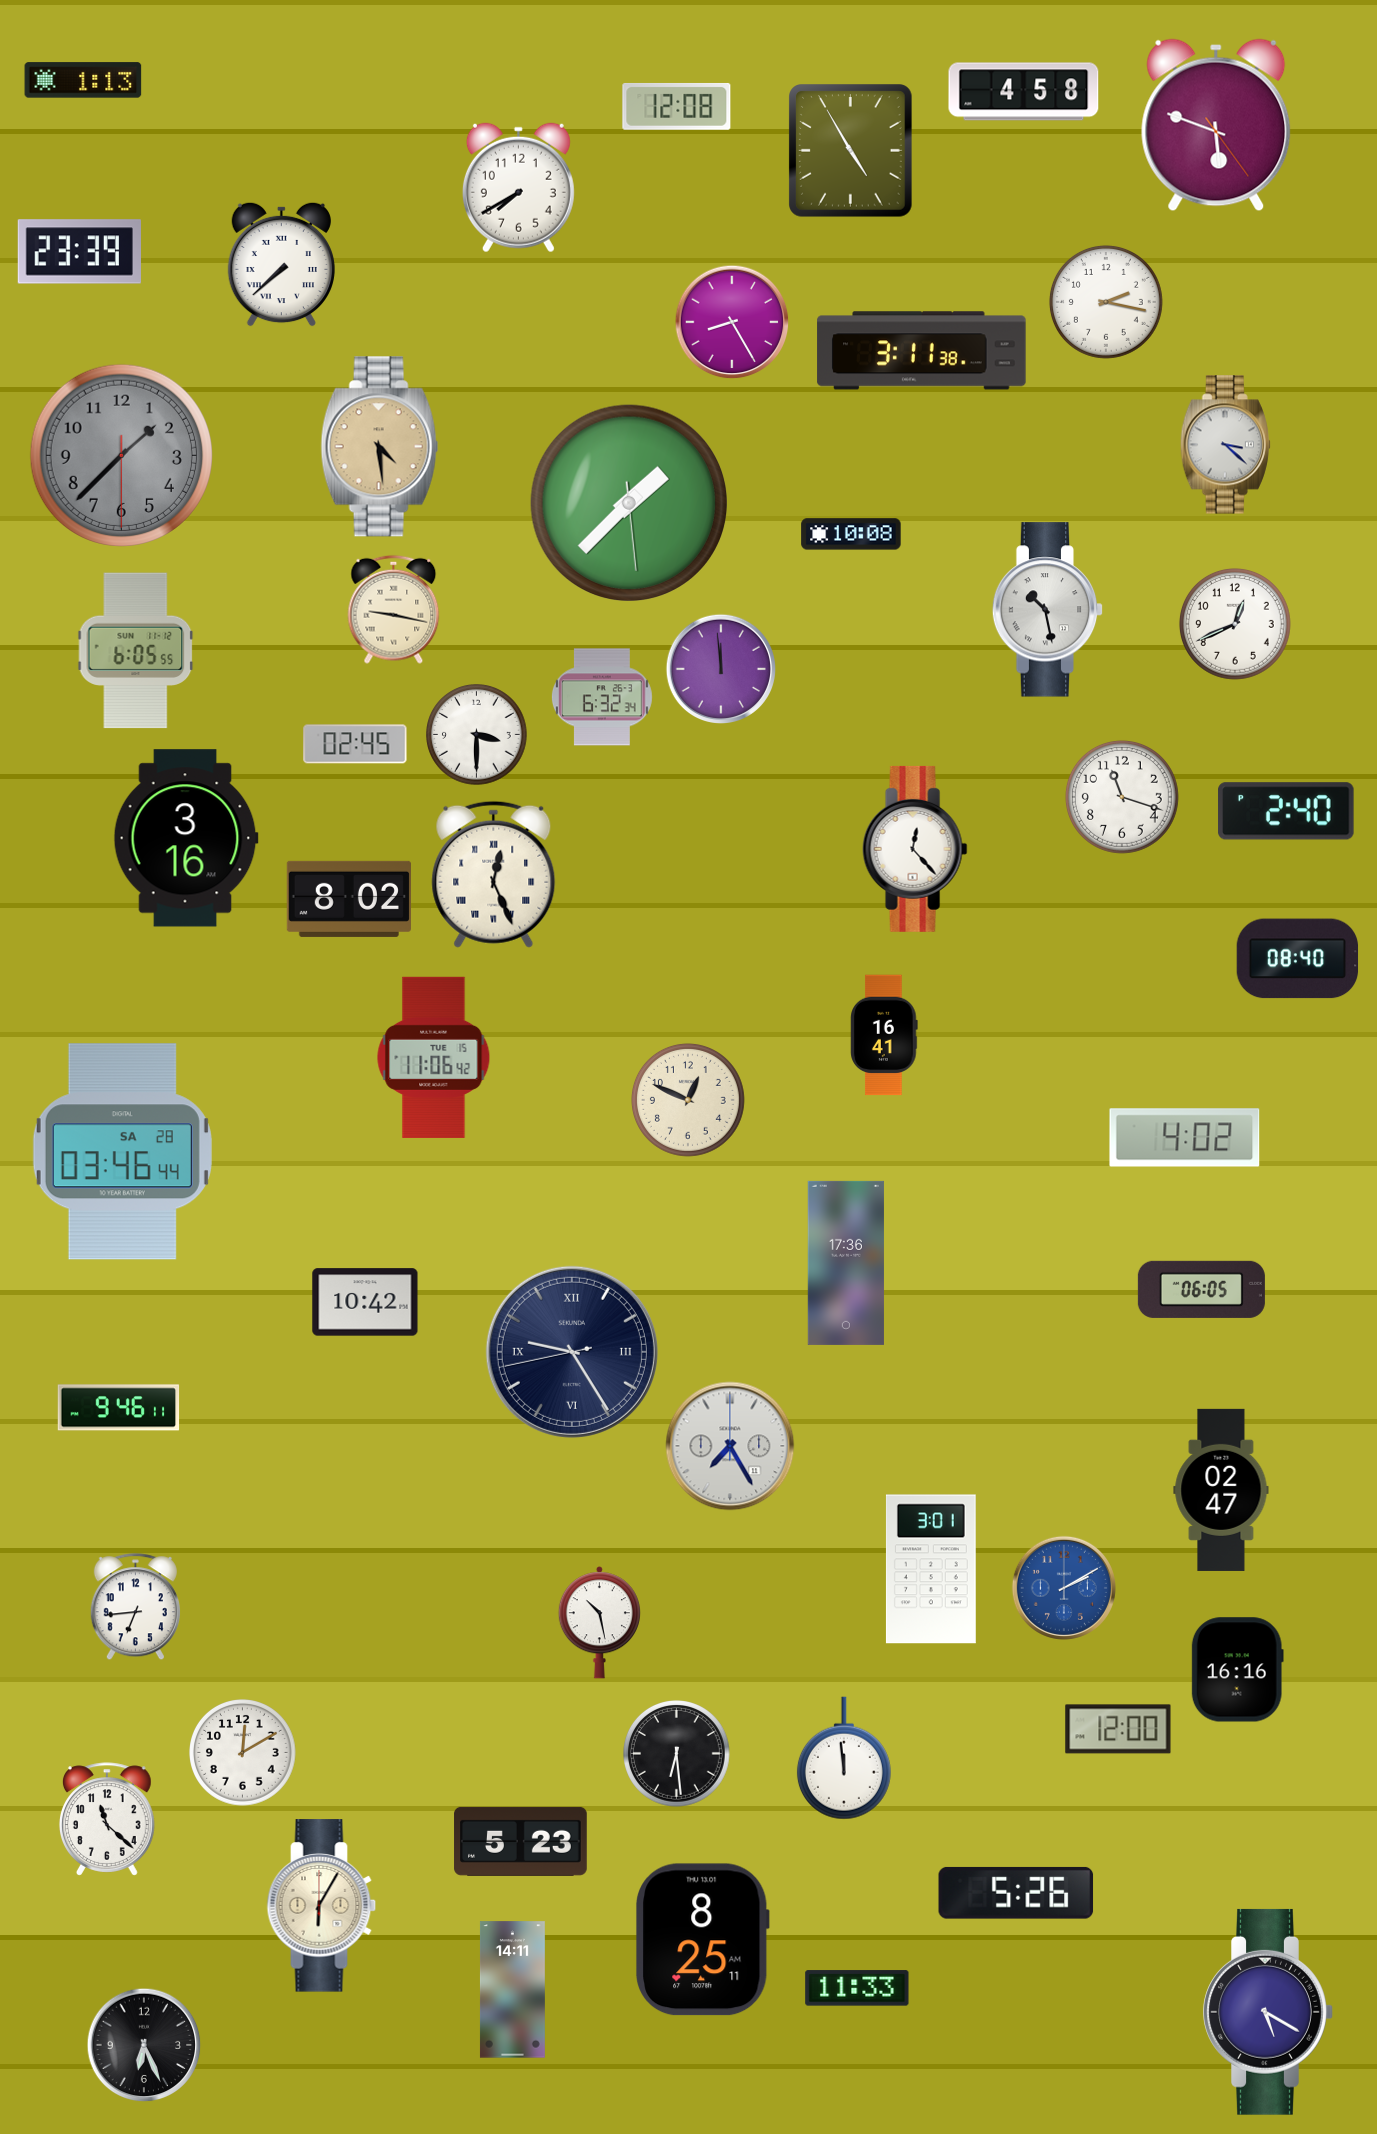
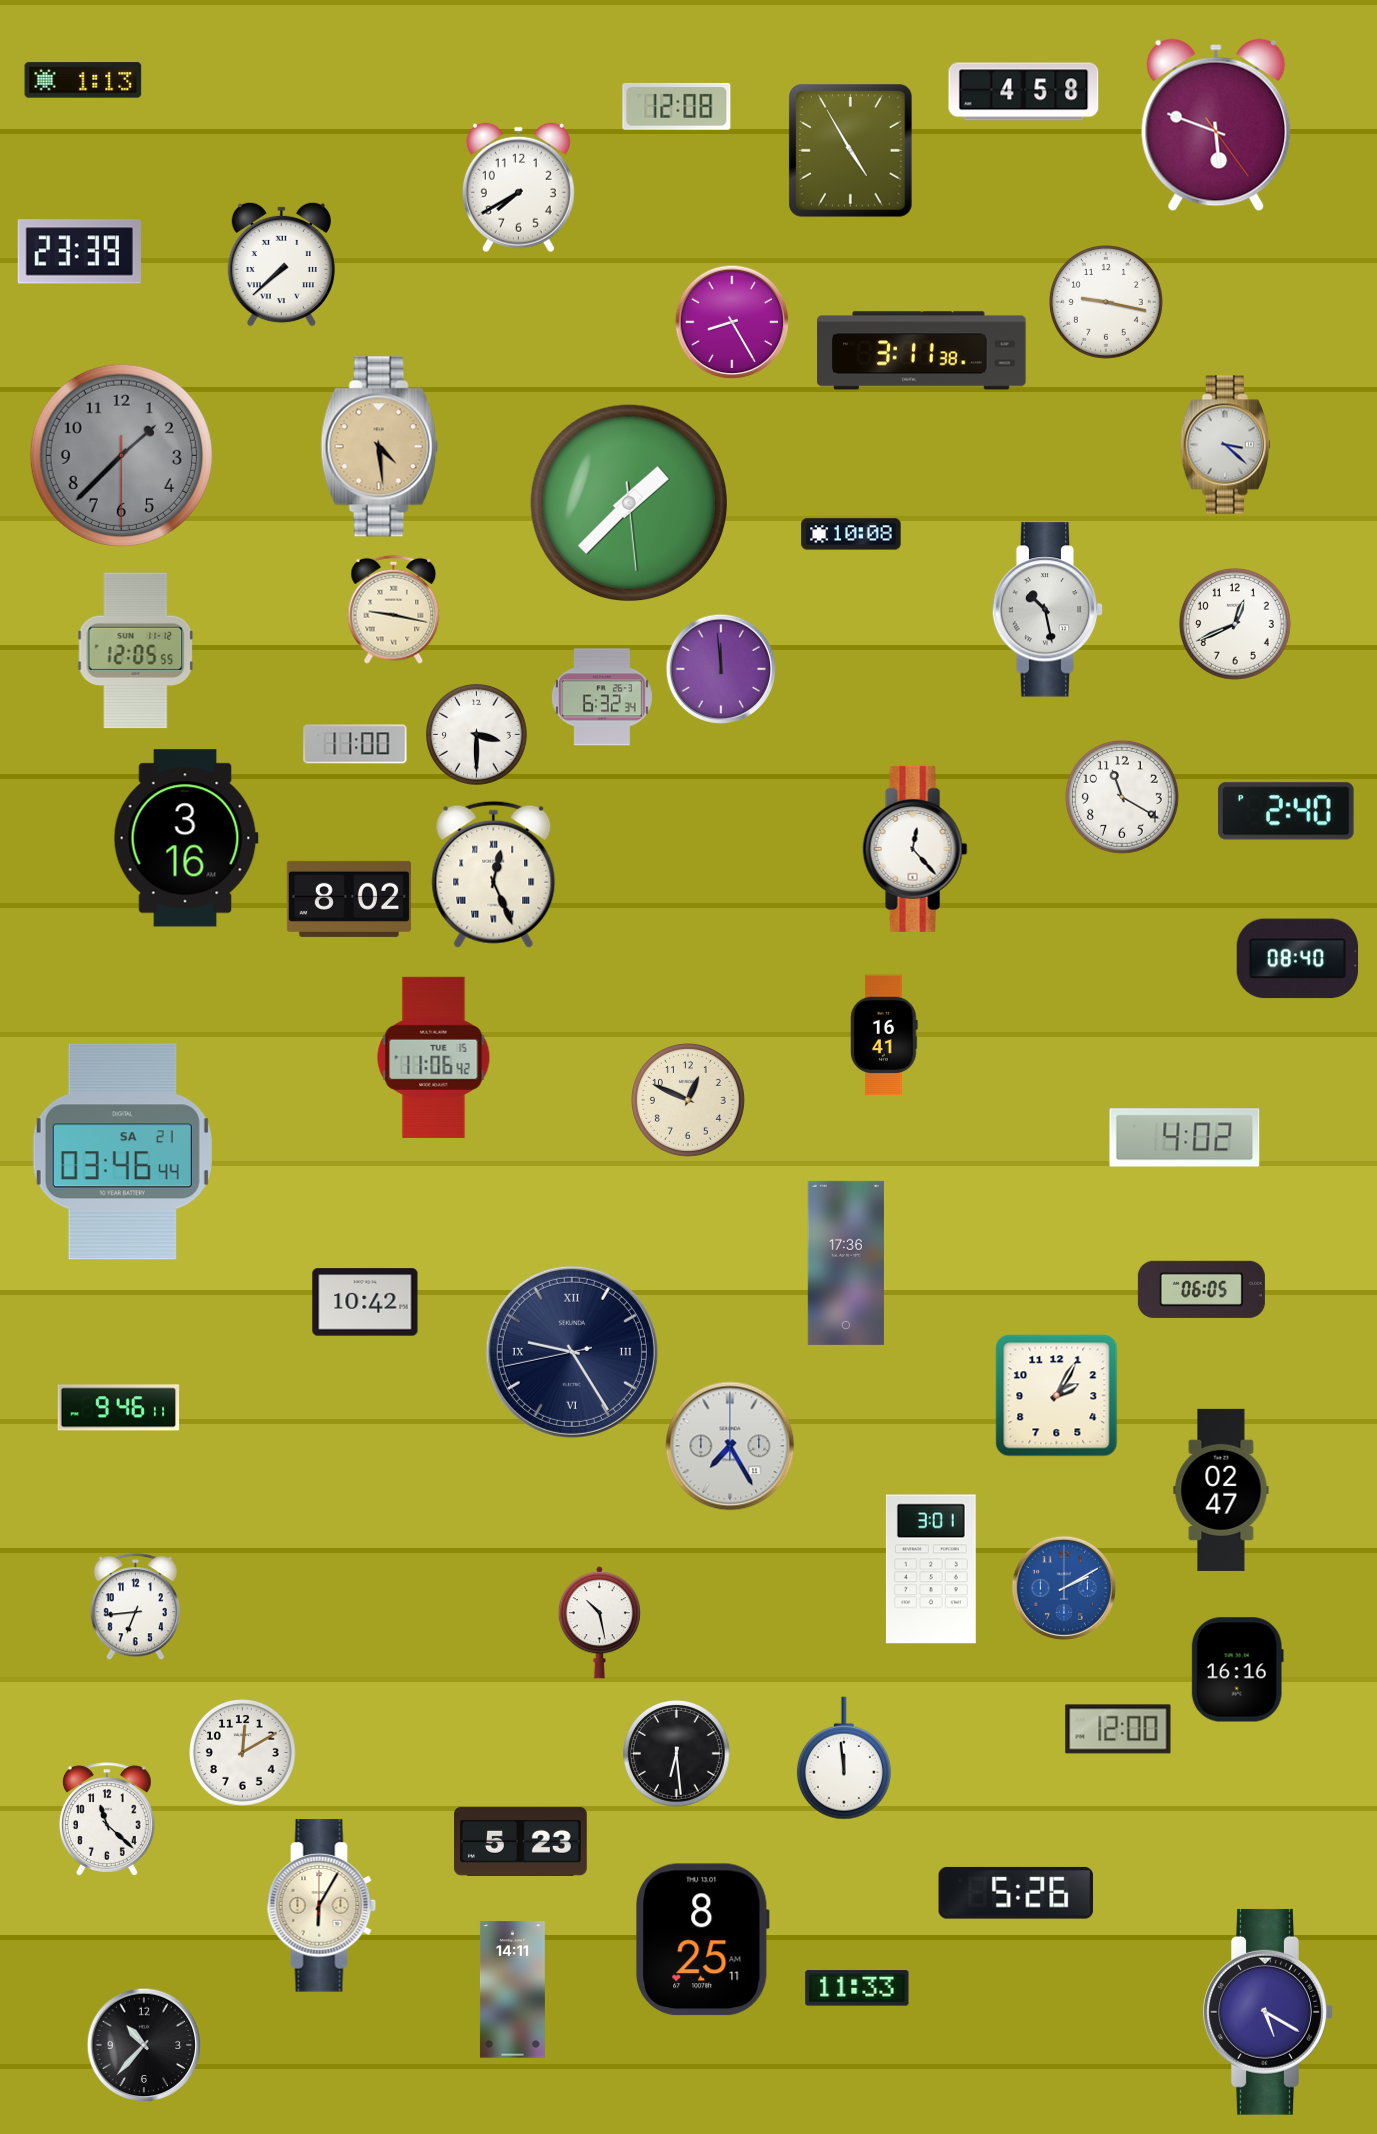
clock at (1106, 302): 2:17 -> 9:17
clock at (136, 651): 6:05 -> 12:05
clock at (355, 744): 02:45 -> 11:00
clock at (1122, 797): 11:18 -> 11:20
clock at (122, 1152) date: SA 28 -> SA 21
clock at (1057, 1396): none -> 2:05
clock at (144, 2045): 6:26 -> 10:37
